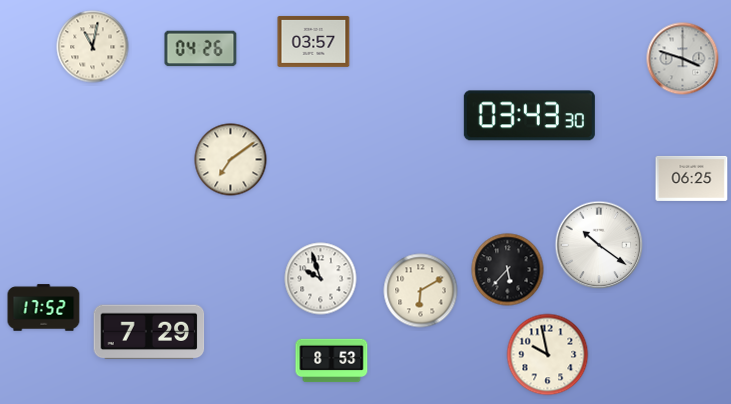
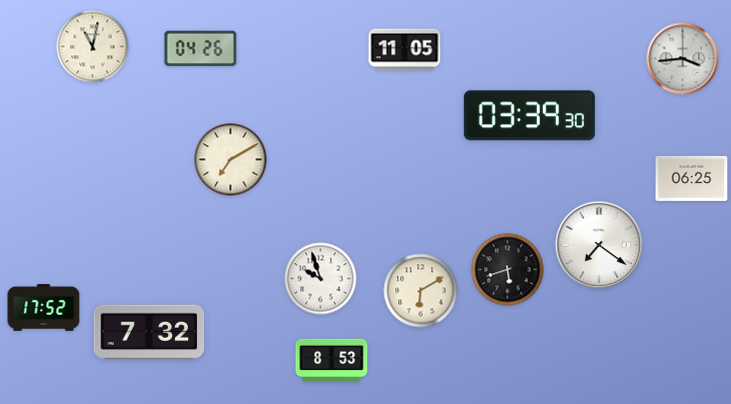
clock at (314, 41): 03:57 -> none
clock at (405, 50): none -> 11:05
clock at (683, 59): 3:48 -> 3:44
clock at (529, 116): 03:43 -> 03:39
clock at (231, 160): 7:09 -> 7:10
clock at (599, 245): 10:21 -> 7:21
clock at (508, 270): 5:37 -> 5:42
clock at (149, 332): 7:29 -> 7:32
clock at (548, 355): 9:58 -> none
